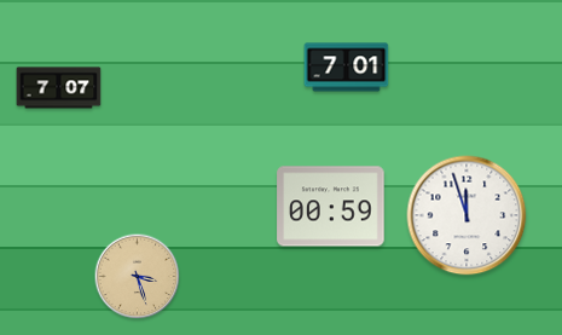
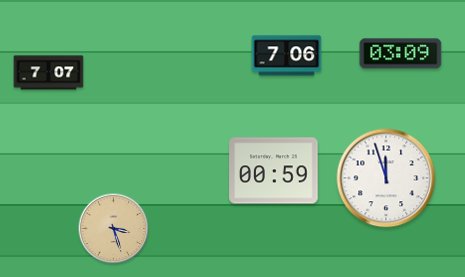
clock at (401, 54): none -> 03:09
clock at (347, 68): 7:01 -> 7:06
